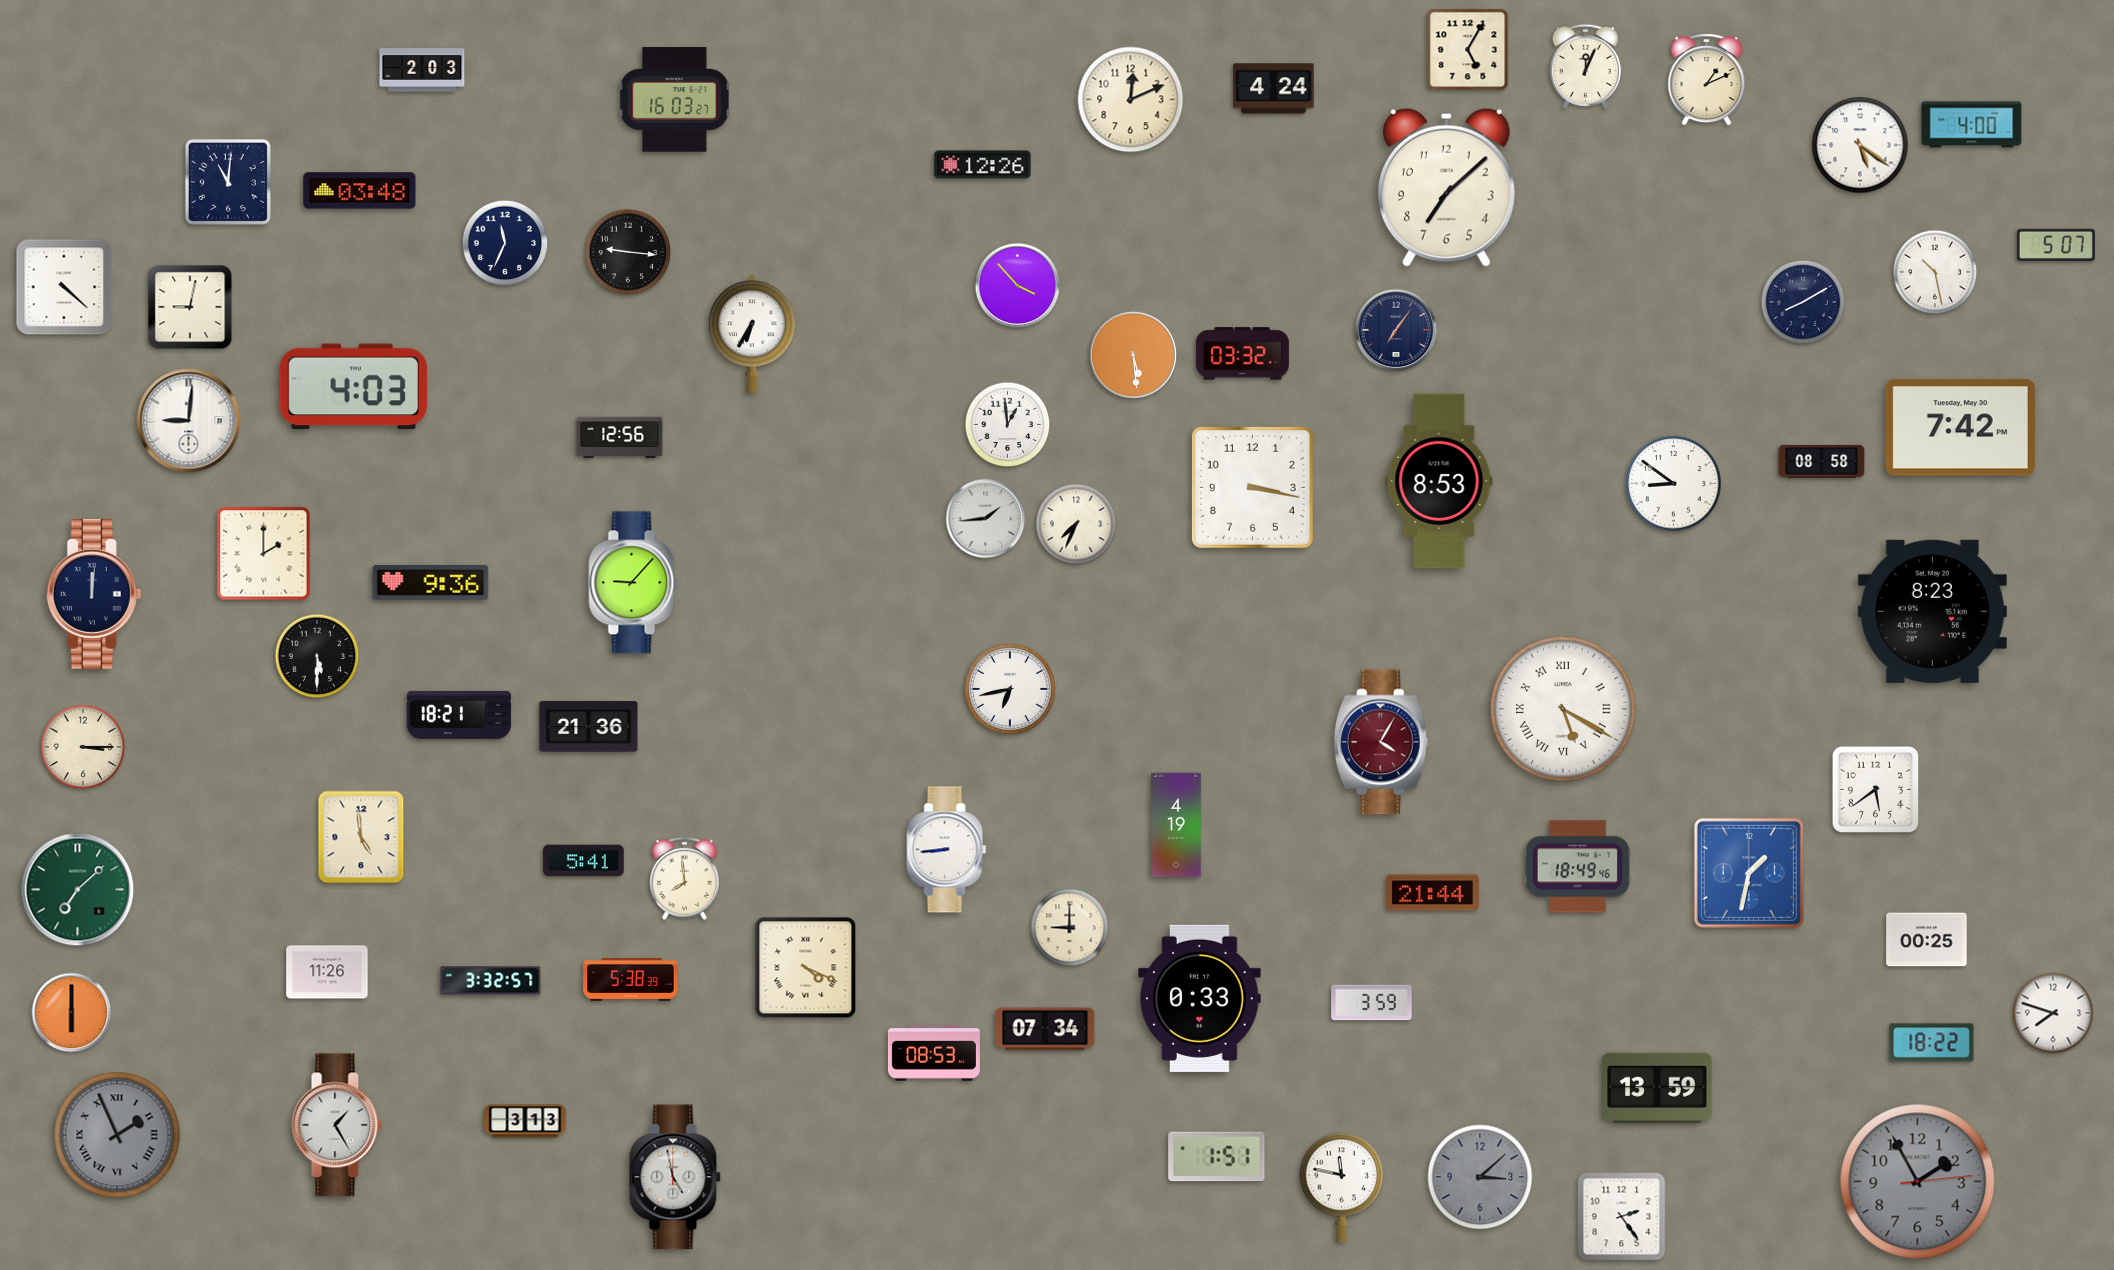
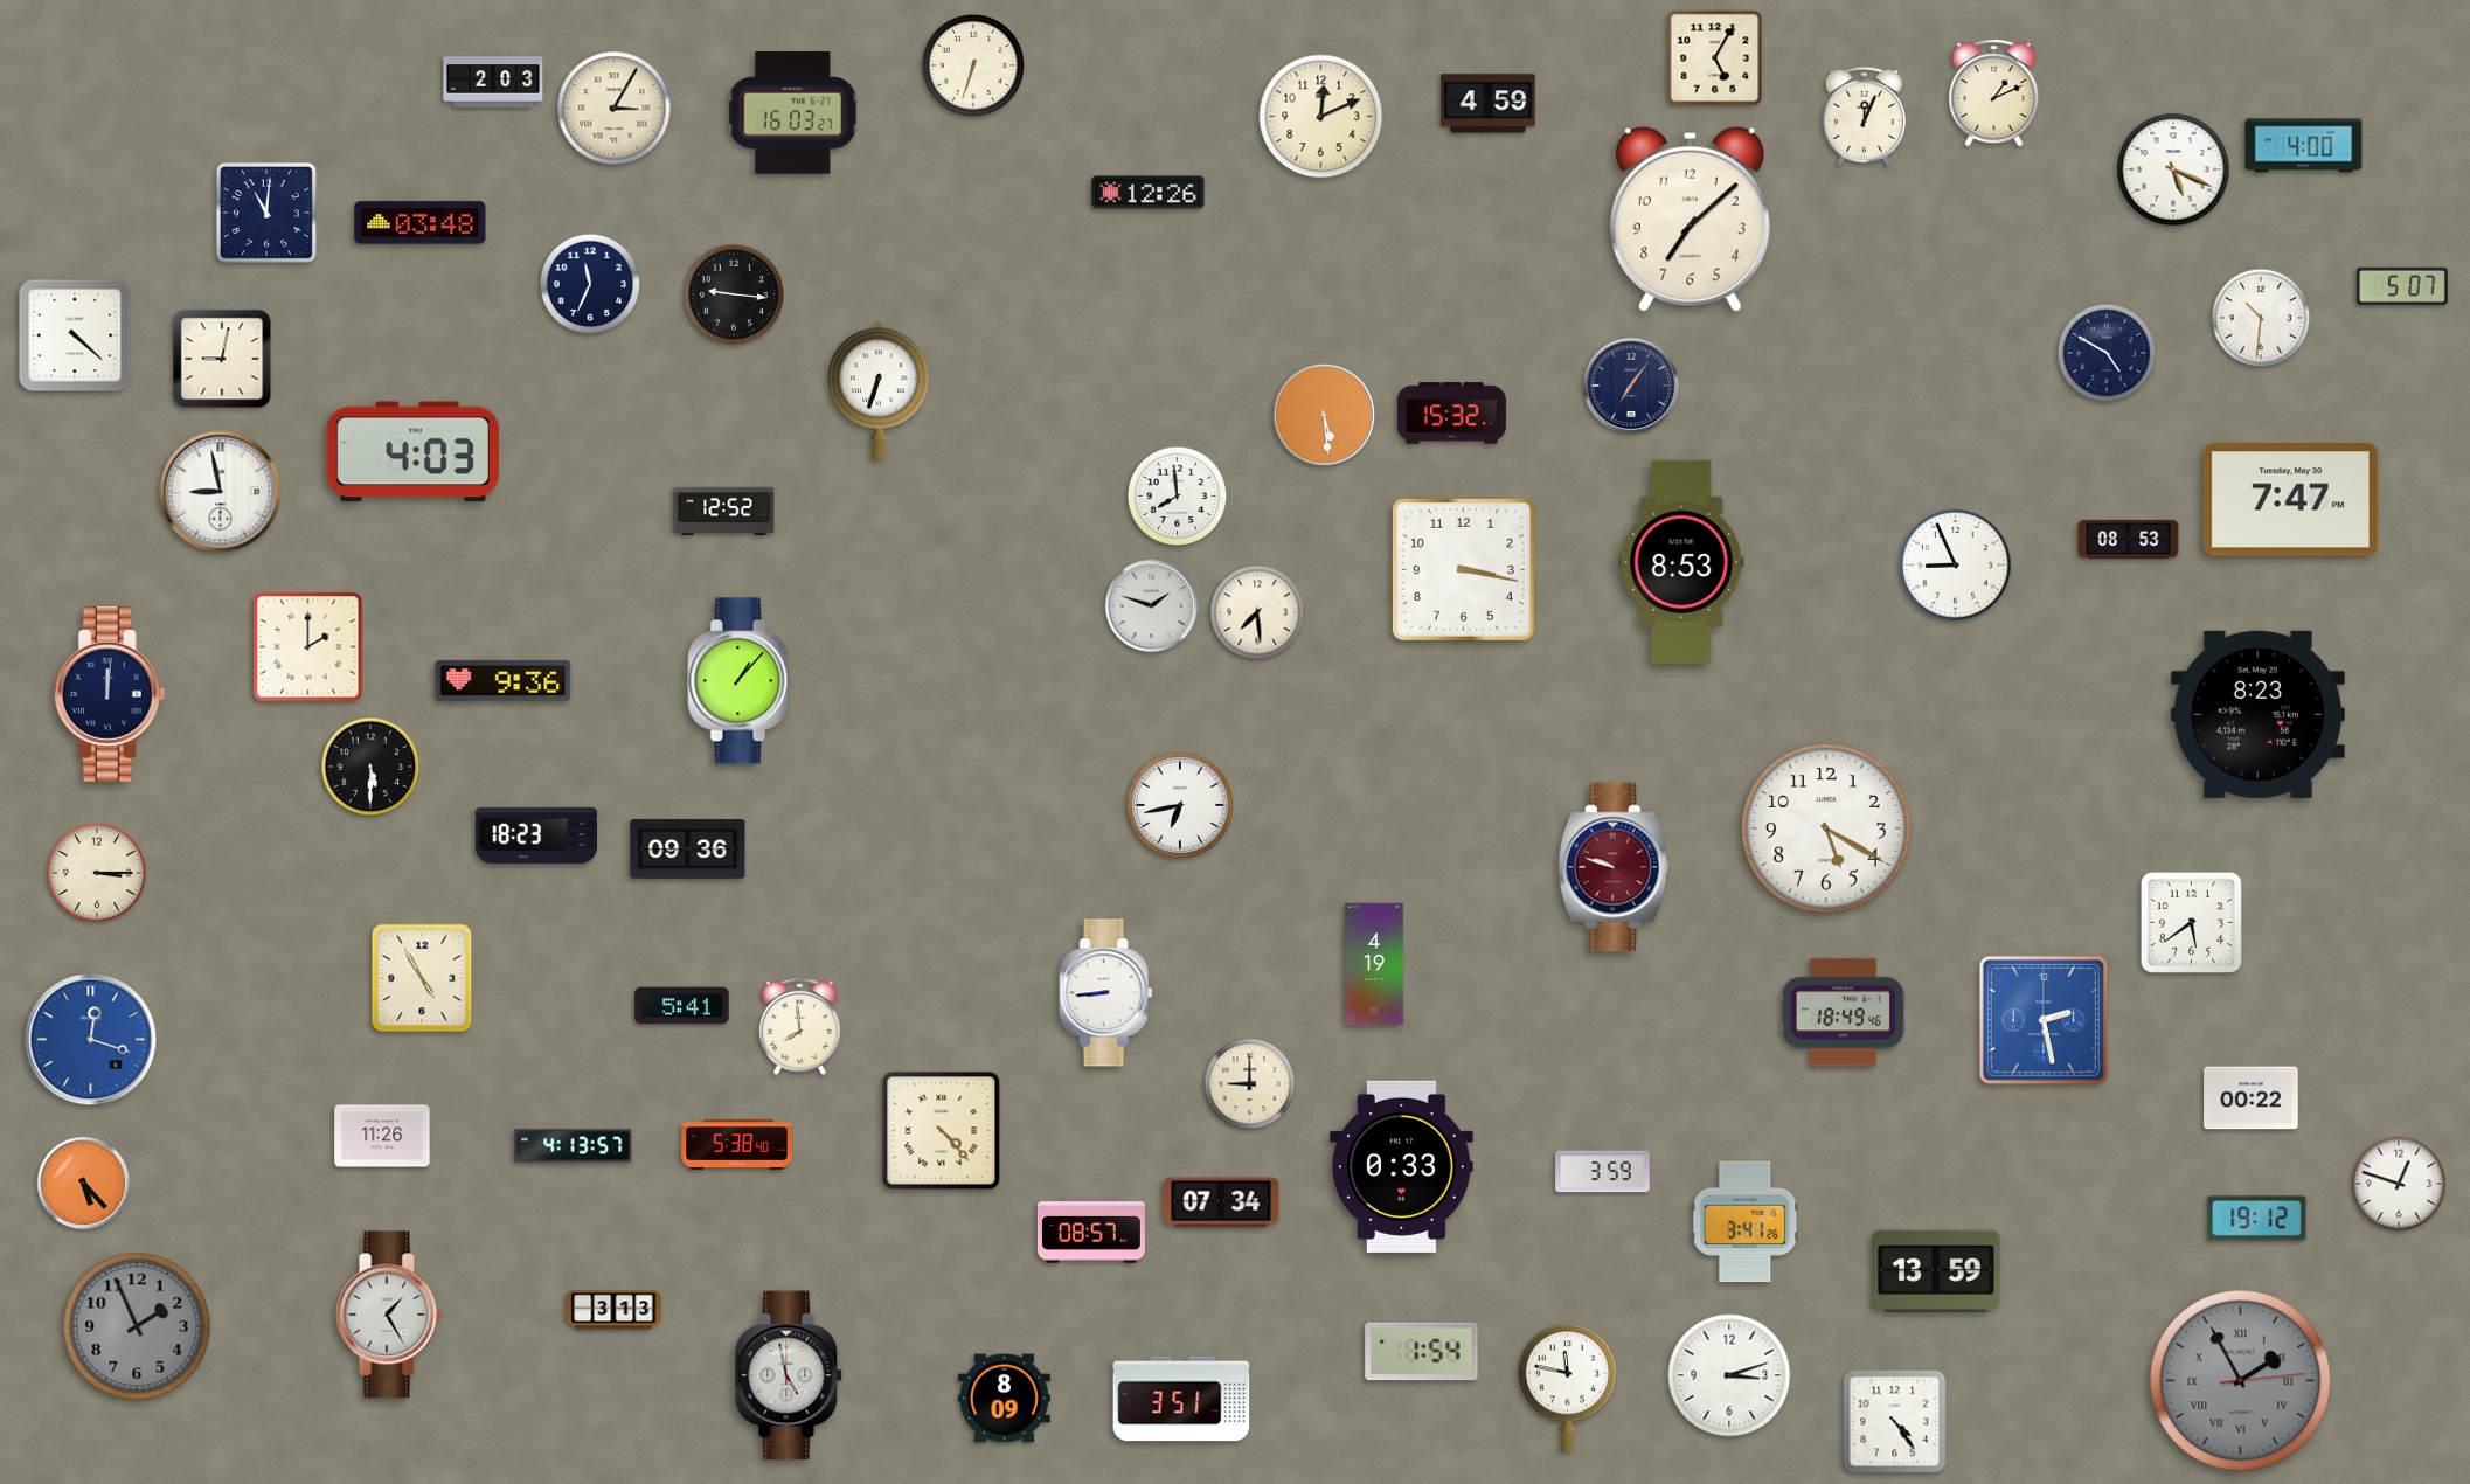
clock at (973, 65): none -> 6:33
clock at (1585, 66) position: (1585, 66) -> (1864, 116)
clock at (1274, 89): 4:24 -> 4:59
clock at (615, 109): none -> 3:05
clock at (675, 100) position: (675, 100) -> (793, 113)
clock at (1860, 145): 5:21 -> 5:19
clock at (1935, 272): 10:28 -> 10:31
clock at (1018, 286): 3:53 -> none
clock at (1803, 302): 8:10 -> 4:50
clock at (753, 334): 6:35 -> 6:33
clock at (1242, 354): 03:32 -> 15:32
clock at (189, 421): 9:01 -> 8:58
clock at (1008, 425): 12:59 -> 7:59
clock at (1960, 428): 7:42 -> 7:47
clock at (620, 438): 12:56 -> 12:52
clock at (1822, 461): 08:58 -> 08:53
clock at (1674, 484): 8:51 -> 8:56
clock at (986, 519): 1:44 -> 1:48
clock at (1076, 524): 7:34 -> 7:29
clock at (634, 583): 9:07 -> 1:07
clock at (1563, 709) numerals: Roman -> Arabic
clock at (459, 715): 18:21 -> 18:23
clock at (589, 727): 21:36 -> 09:36
clock at (1381, 742): 4:05 -> 9:48
clock at (361, 837): 4:59 -> 4:55
clock at (1749, 873): 1:32 -> 2:28
clock at (78, 890): 7:08 -> 12:18
clock at (78, 890) dial: green -> blue
clock at (1432, 893): 21:44 -> none
clock at (1927, 940): 00:25 -> 00:22
clock at (806, 968): 4:19 -> 4:23
clock at (631, 979): 5:38:39 -> 5:38:40
clock at (491, 981): 3:32 -> 4:13
clock at (72, 1013): 6:00 -> 5:23
clock at (2053, 1013): 7:48 -> 12:48
clock at (1932, 1043): 18:22 -> 19:12
clock at (1746, 1222): none -> 3:41
clock at (934, 1053): 08:53 -> 08:57
clock at (337, 1125) position: (337, 1125) -> (389, 1315)
clock at (117, 1135) numerals: Roman -> Arabic
clock at (1217, 1157): 1:51 -> 1:54
clock at (1480, 1177): 3:08 -> 3:12
clock at (1480, 1177) dial: grey -> white
clock at (1918, 1182) numerals: Arabic -> Roman
clock at (1004, 1399): none -> 8:09
clock at (1181, 1399): none -> 3:51
clock at (1622, 1217): 2:24 -> 4:24
